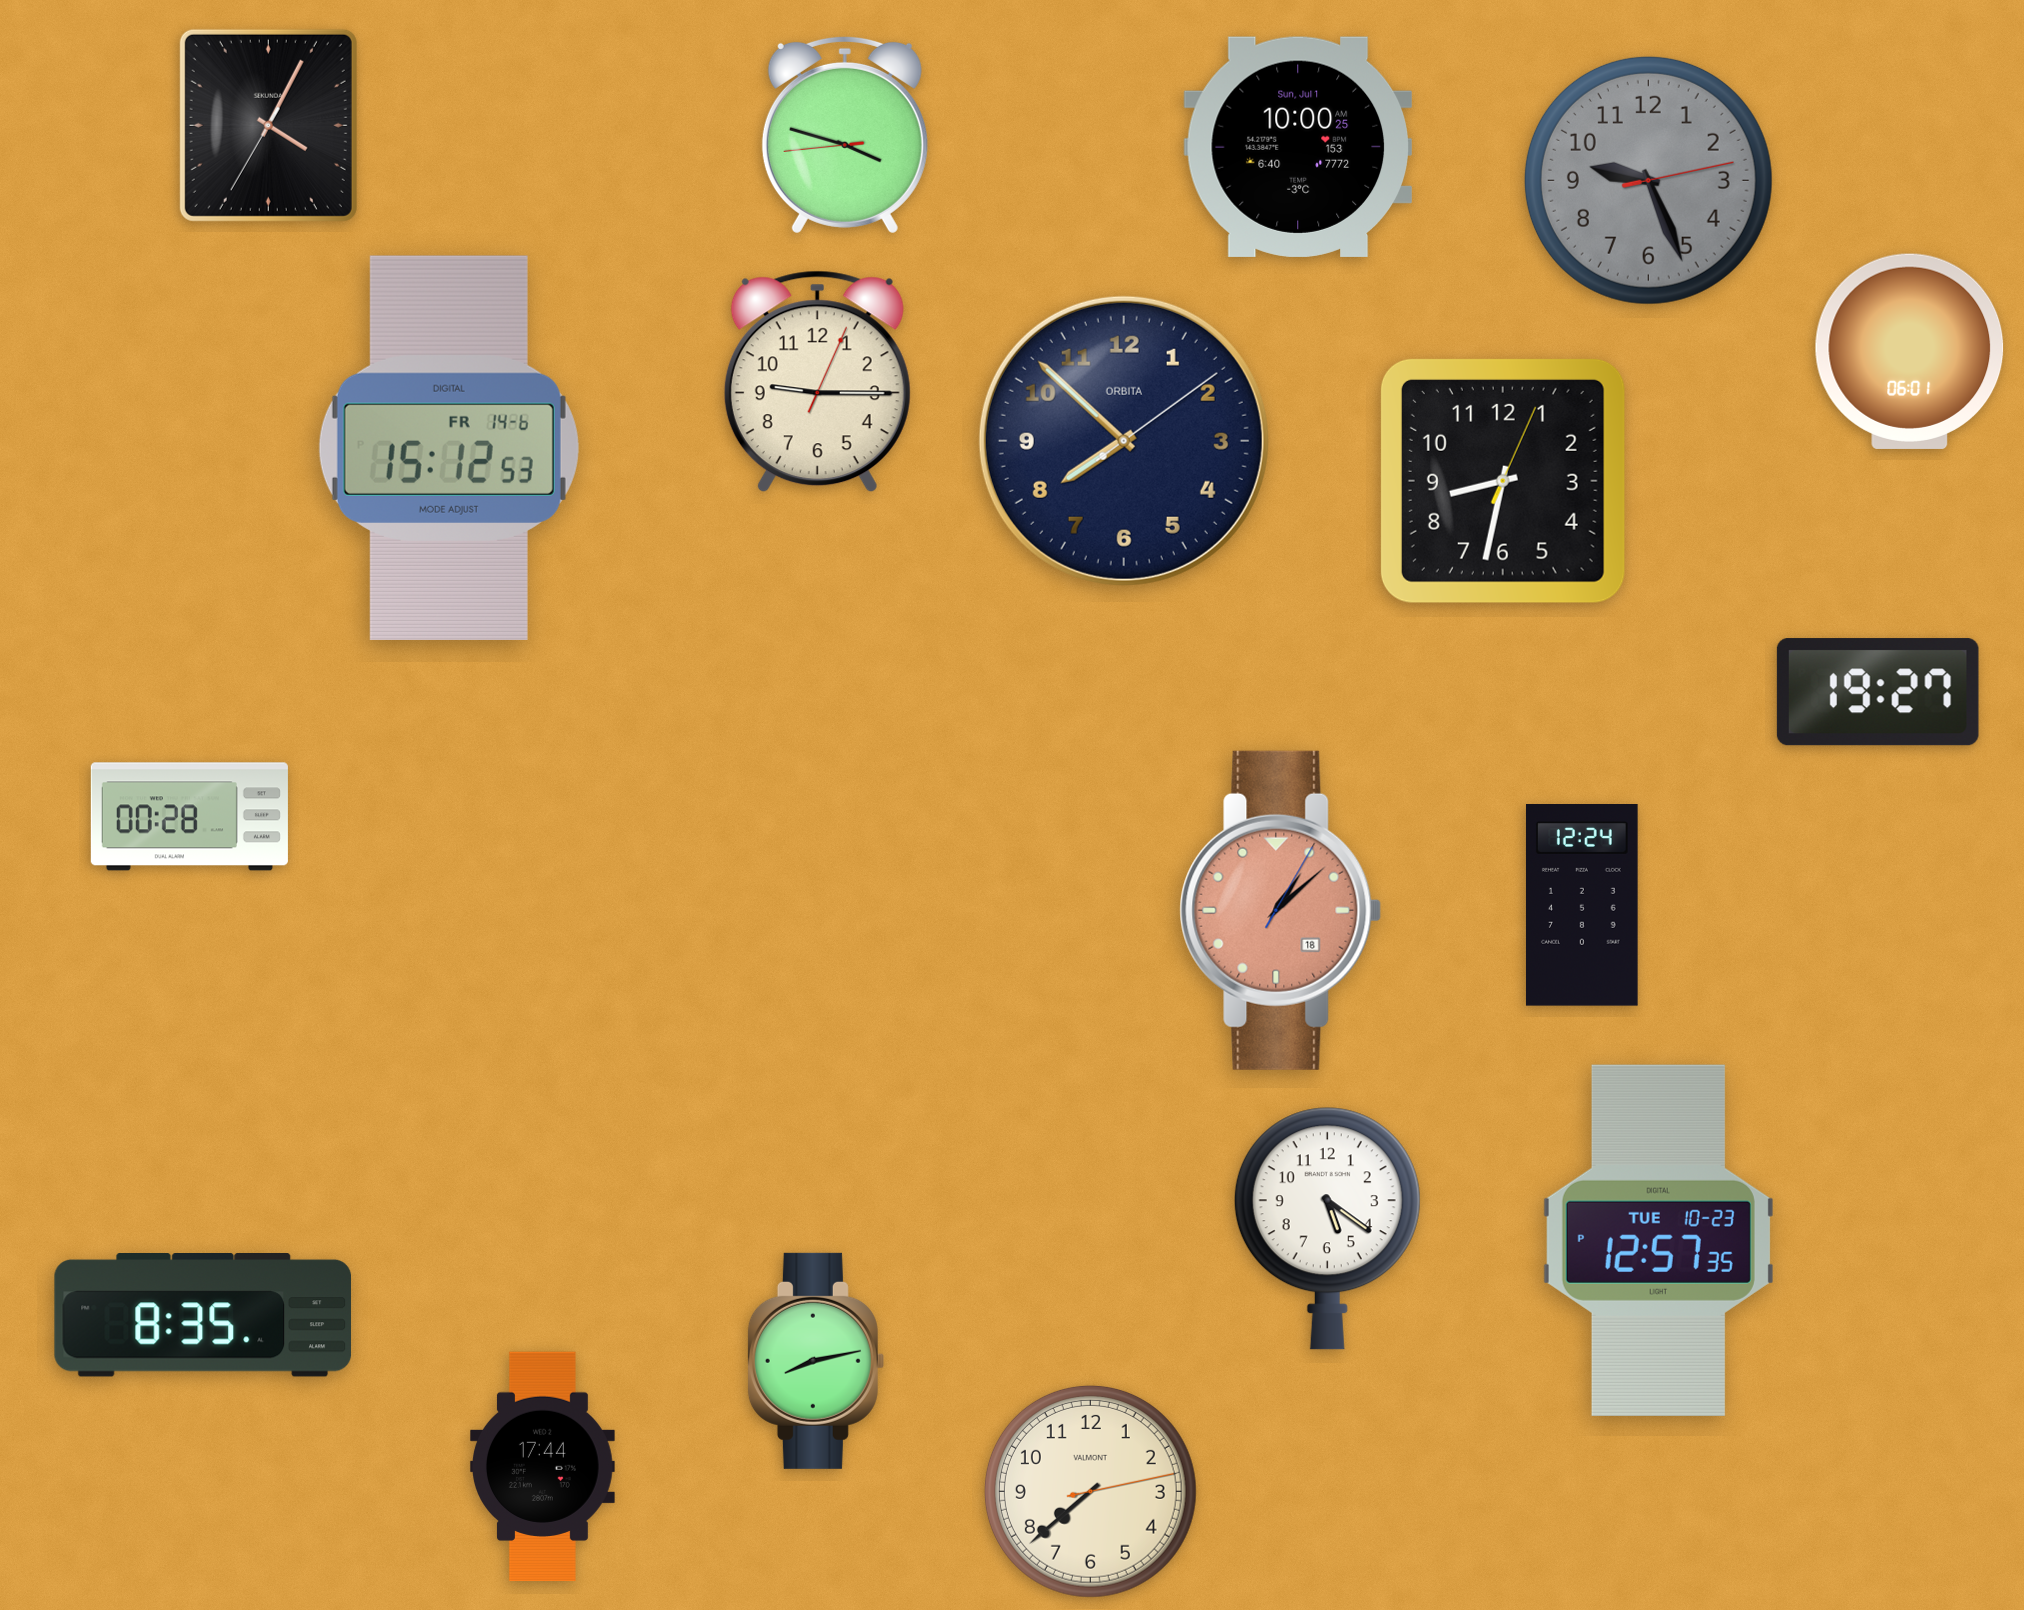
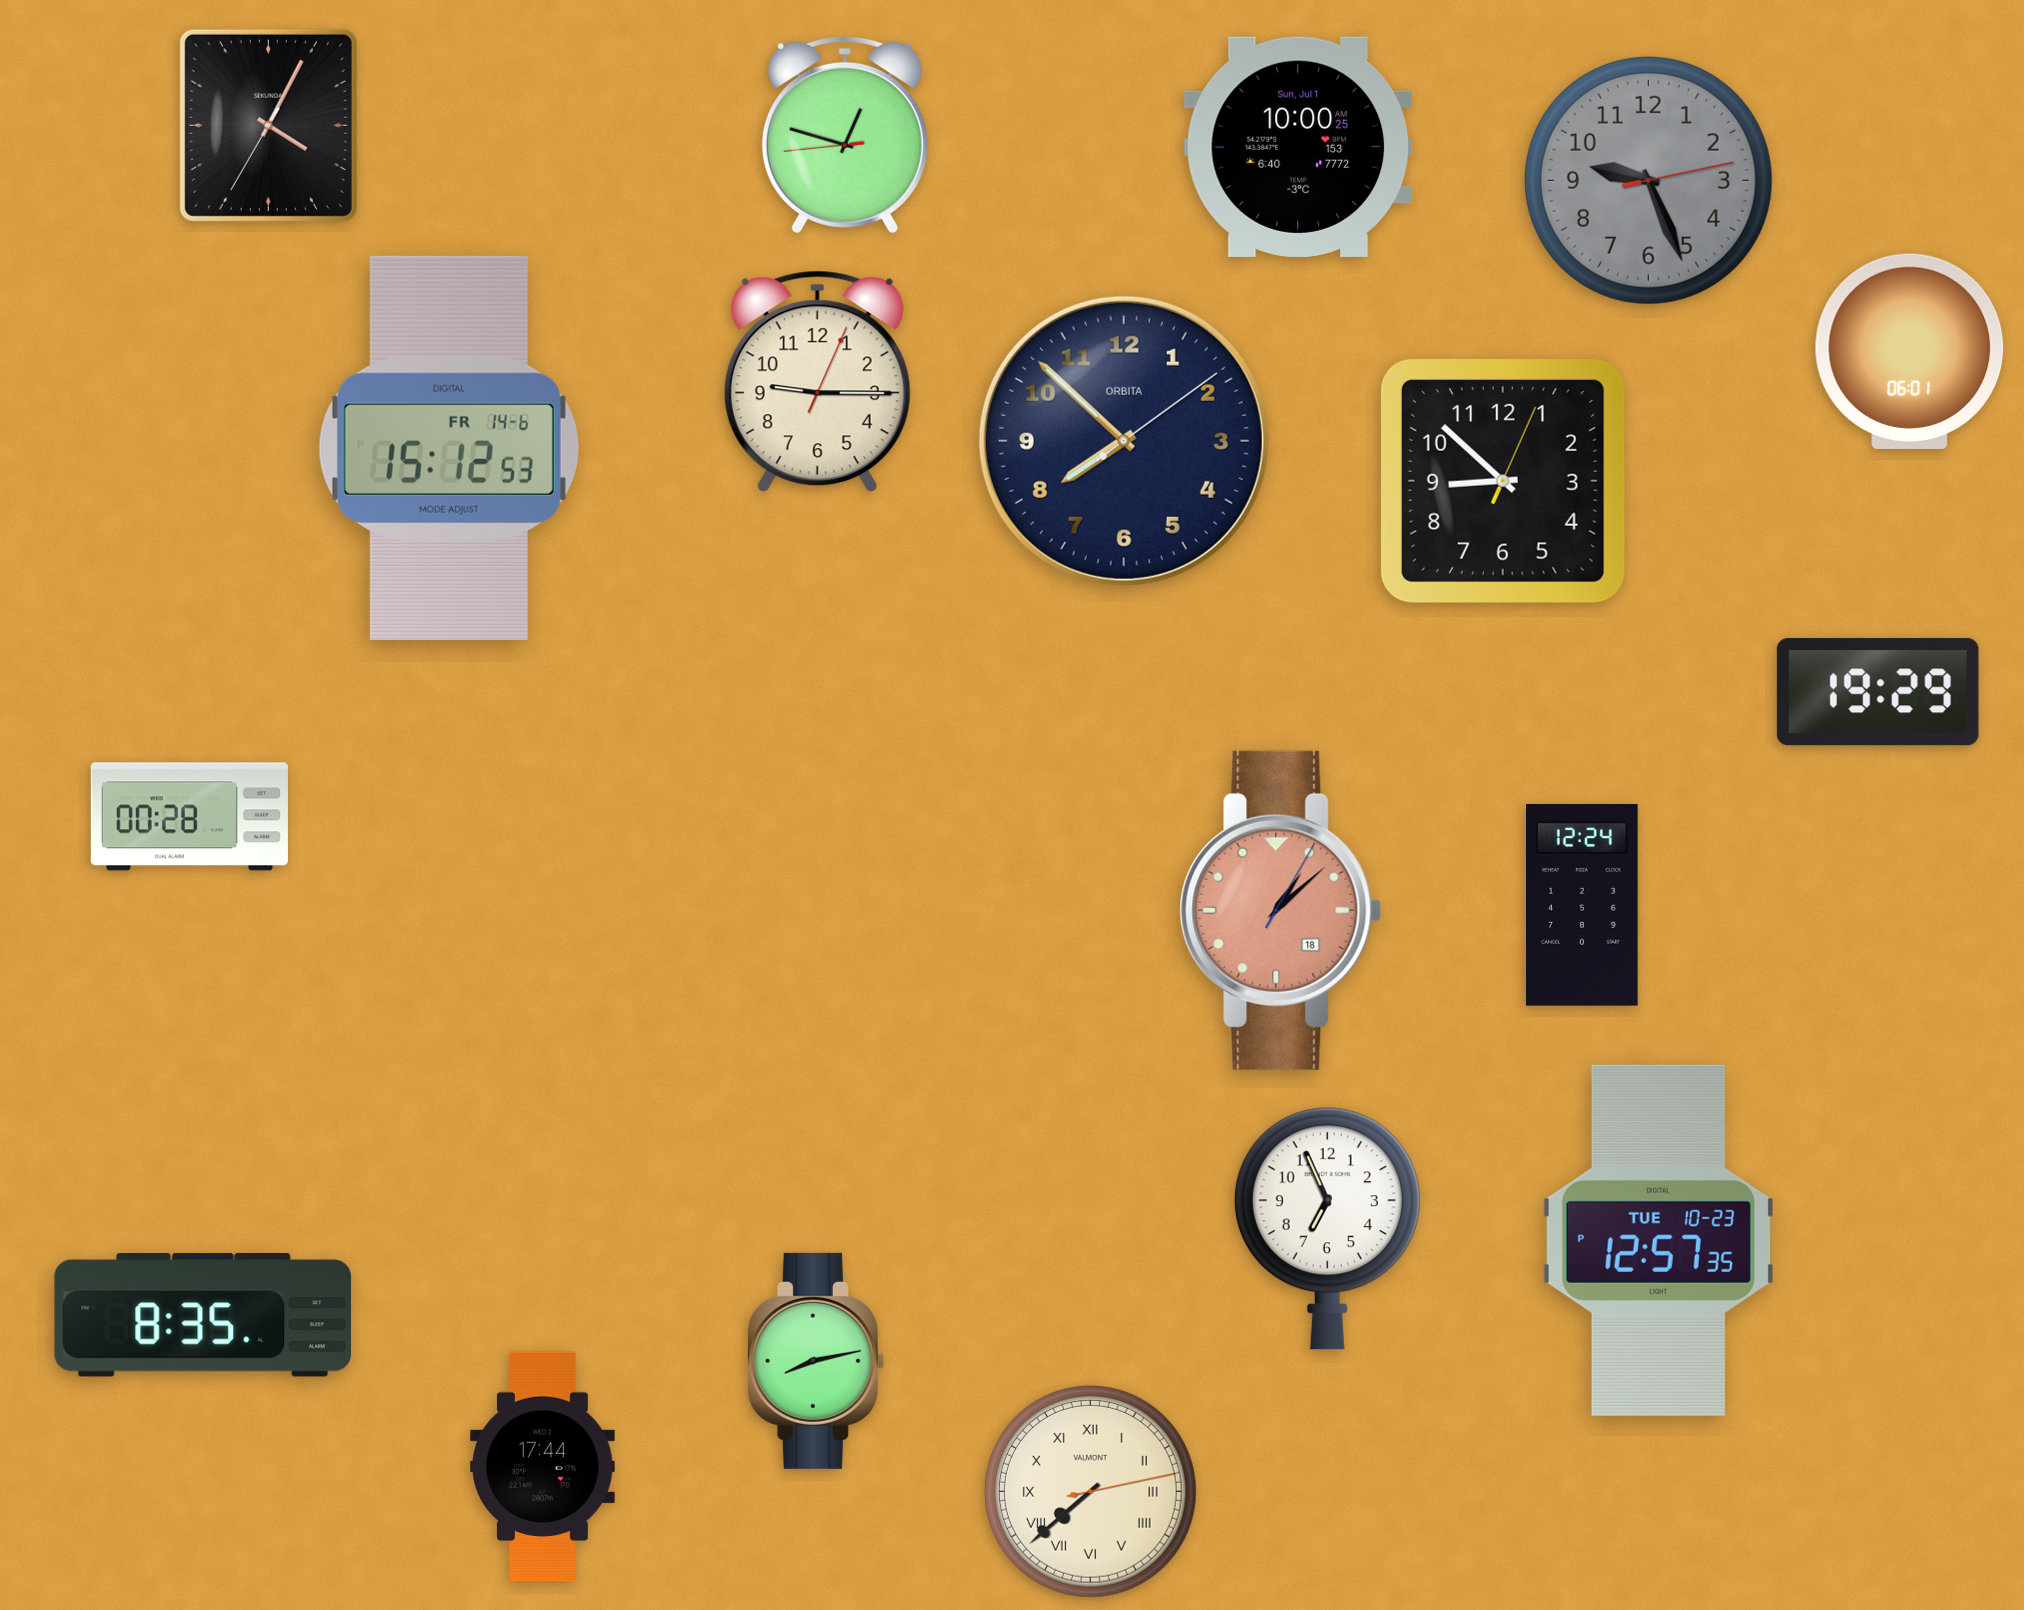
clock at (845, 135): 3:47 -> 12:47
clock at (1503, 481): 8:32 -> 8:52
clock at (1878, 692): 19:27 -> 19:29
clock at (1327, 1229): 5:21 -> 6:56
clock at (1090, 1491) numerals: Arabic -> Roman
